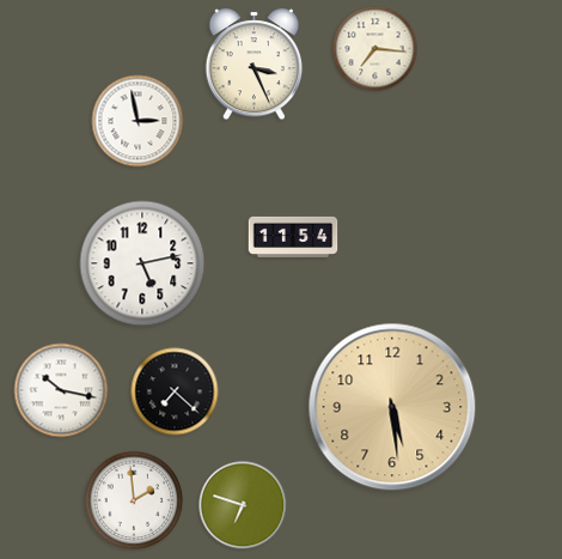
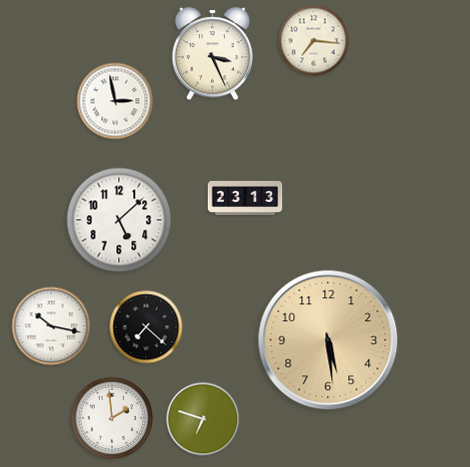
clock at (293, 237): 11:54 -> 23:13
clock at (142, 263): 5:13 -> 5:08
clock at (243, 505) position: (243, 505) -> (203, 419)
